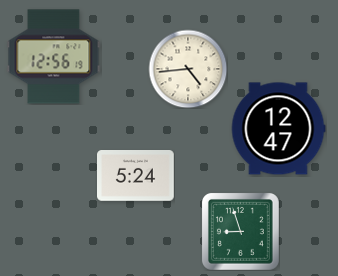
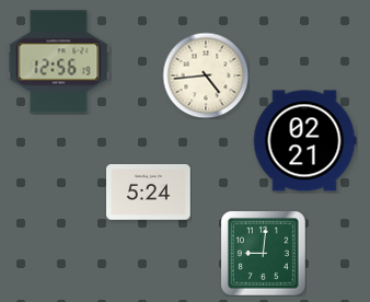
clock at (278, 129): 12:47 -> 02:21
clock at (240, 231): 8:57 -> 9:01
